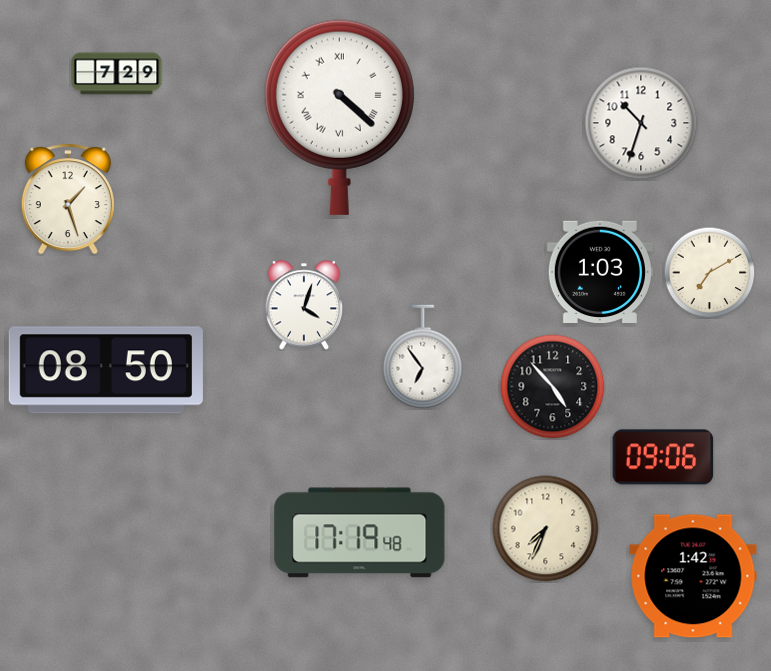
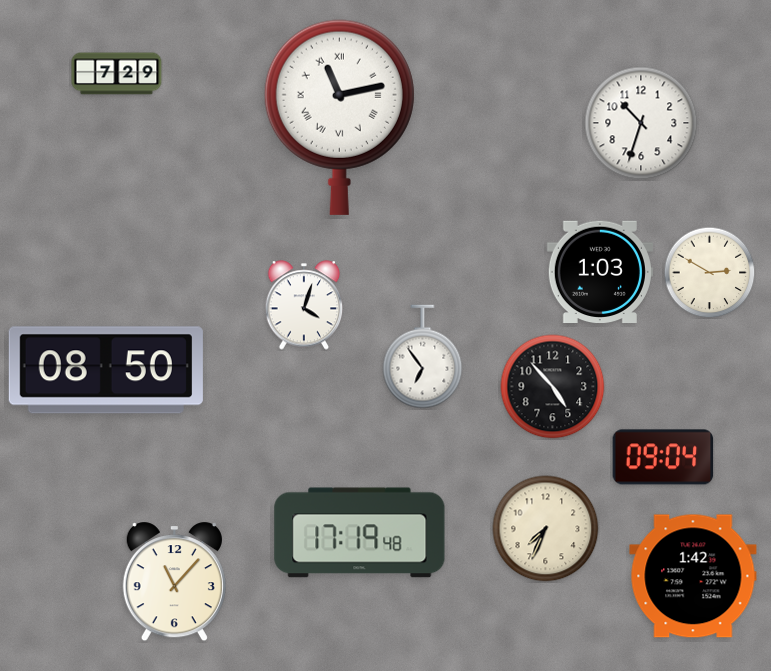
clock at (339, 117): 4:22 -> 11:13
clock at (68, 199): 1:27 -> none
clock at (709, 272): 7:10 -> 2:50
clock at (663, 457): 09:06 -> 09:04
clock at (174, 582): none -> 11:07
